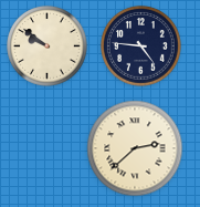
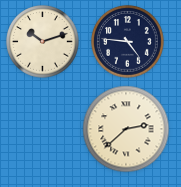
clock at (48, 46): 9:51 -> 10:12
clock at (135, 148) position: (135, 148) -> (126, 129)
